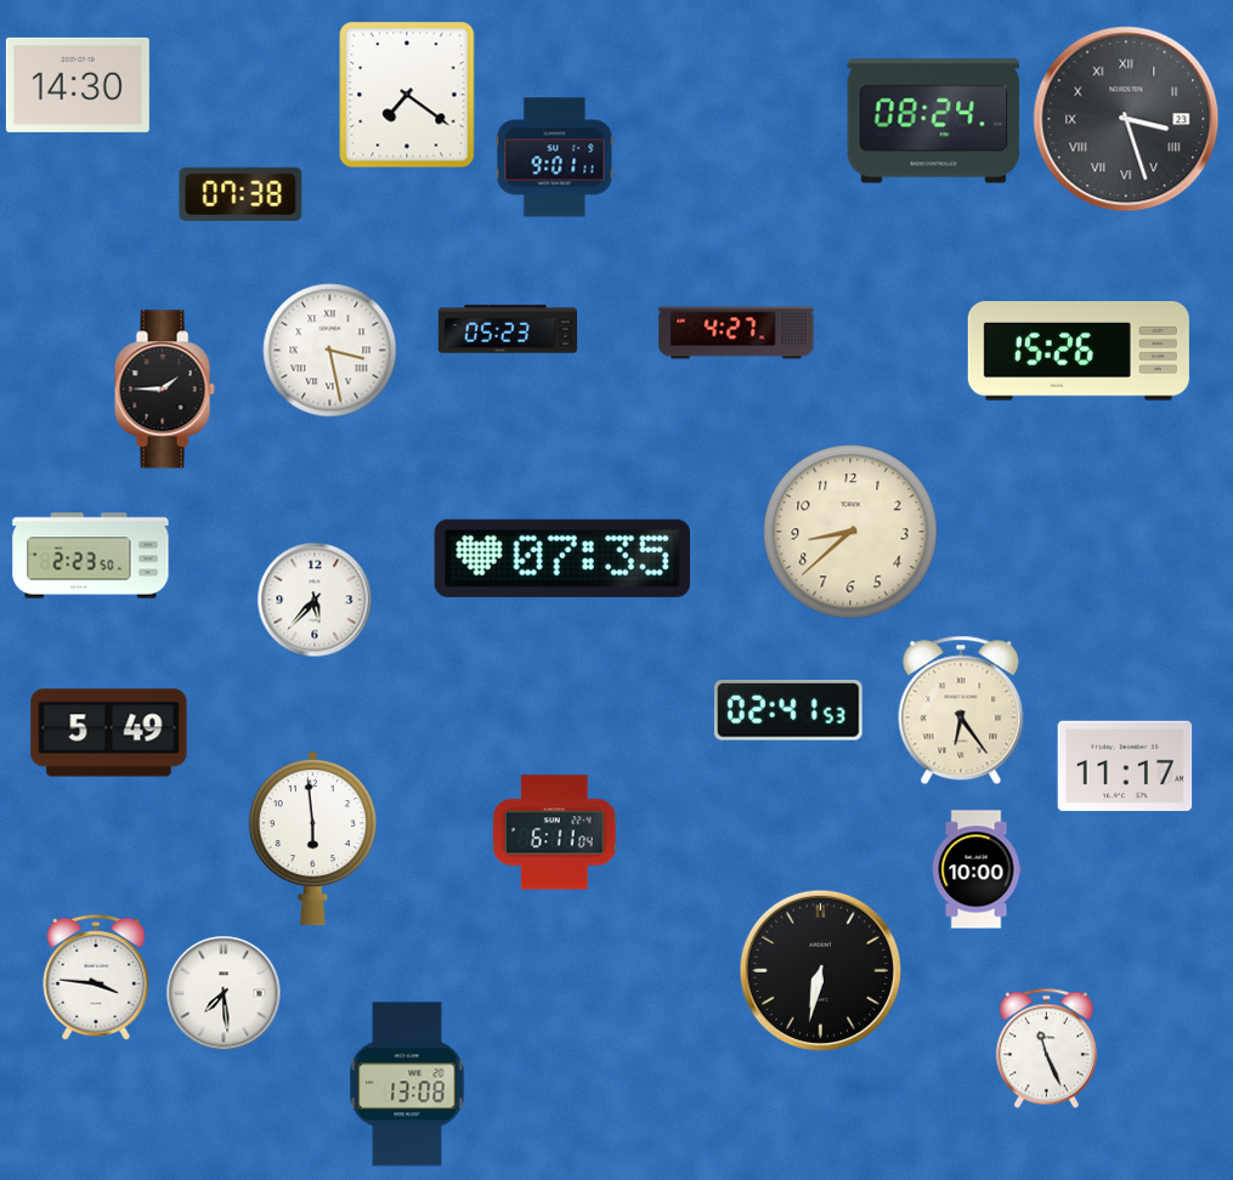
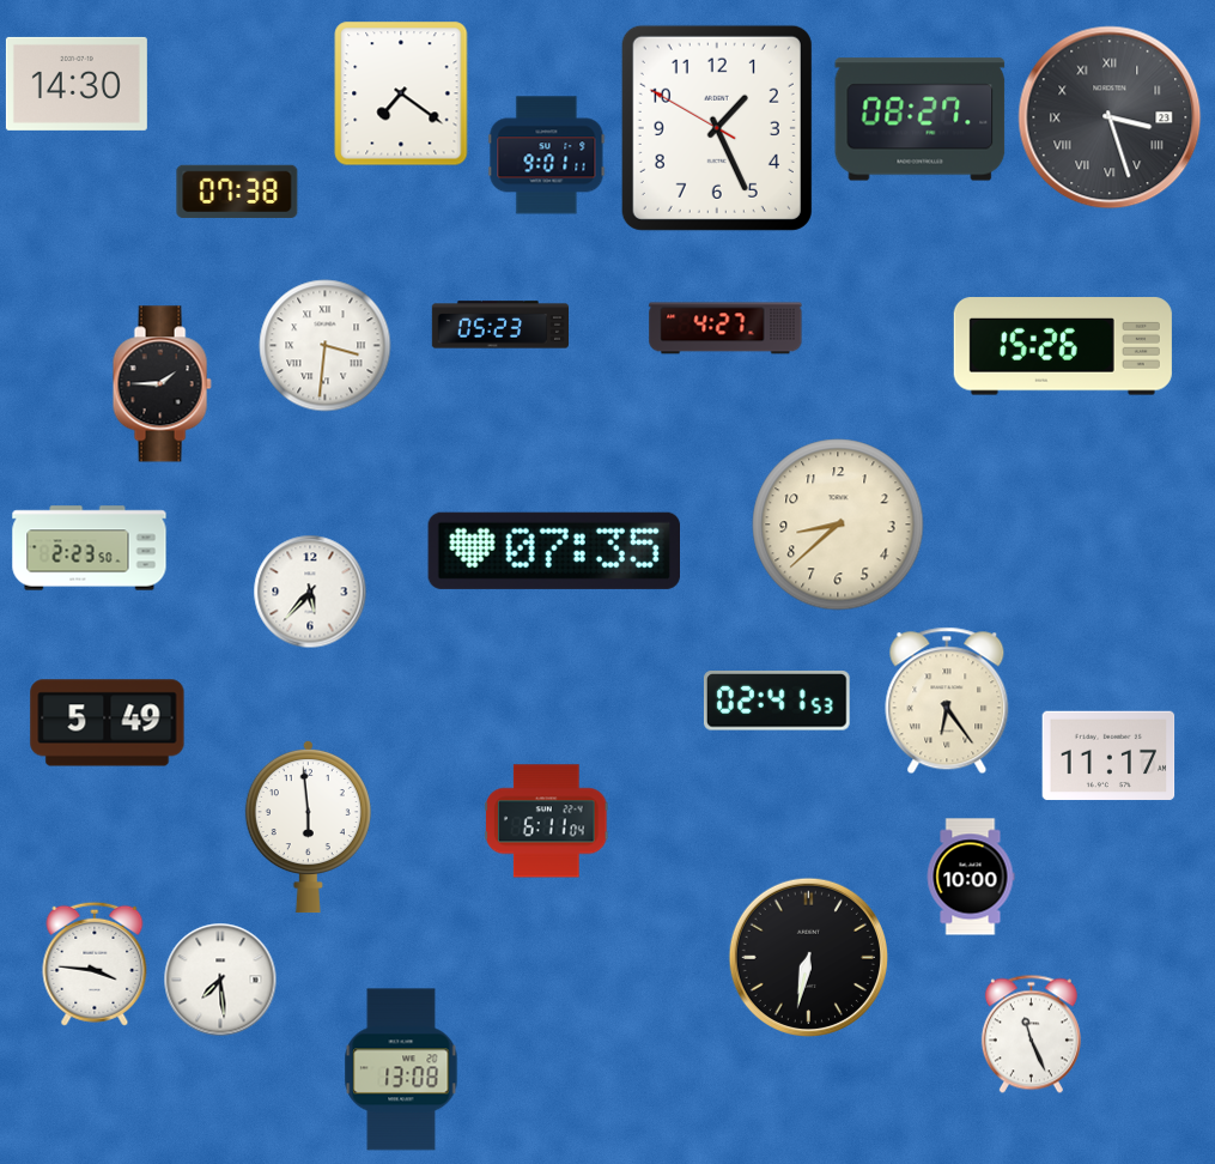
clock at (934, 121): 08:24 -> 08:27
clock at (717, 128): none -> 1:25
clock at (330, 351): 3:28 -> 3:31
clock at (977, 869) position: (977, 869) -> (971, 877)
